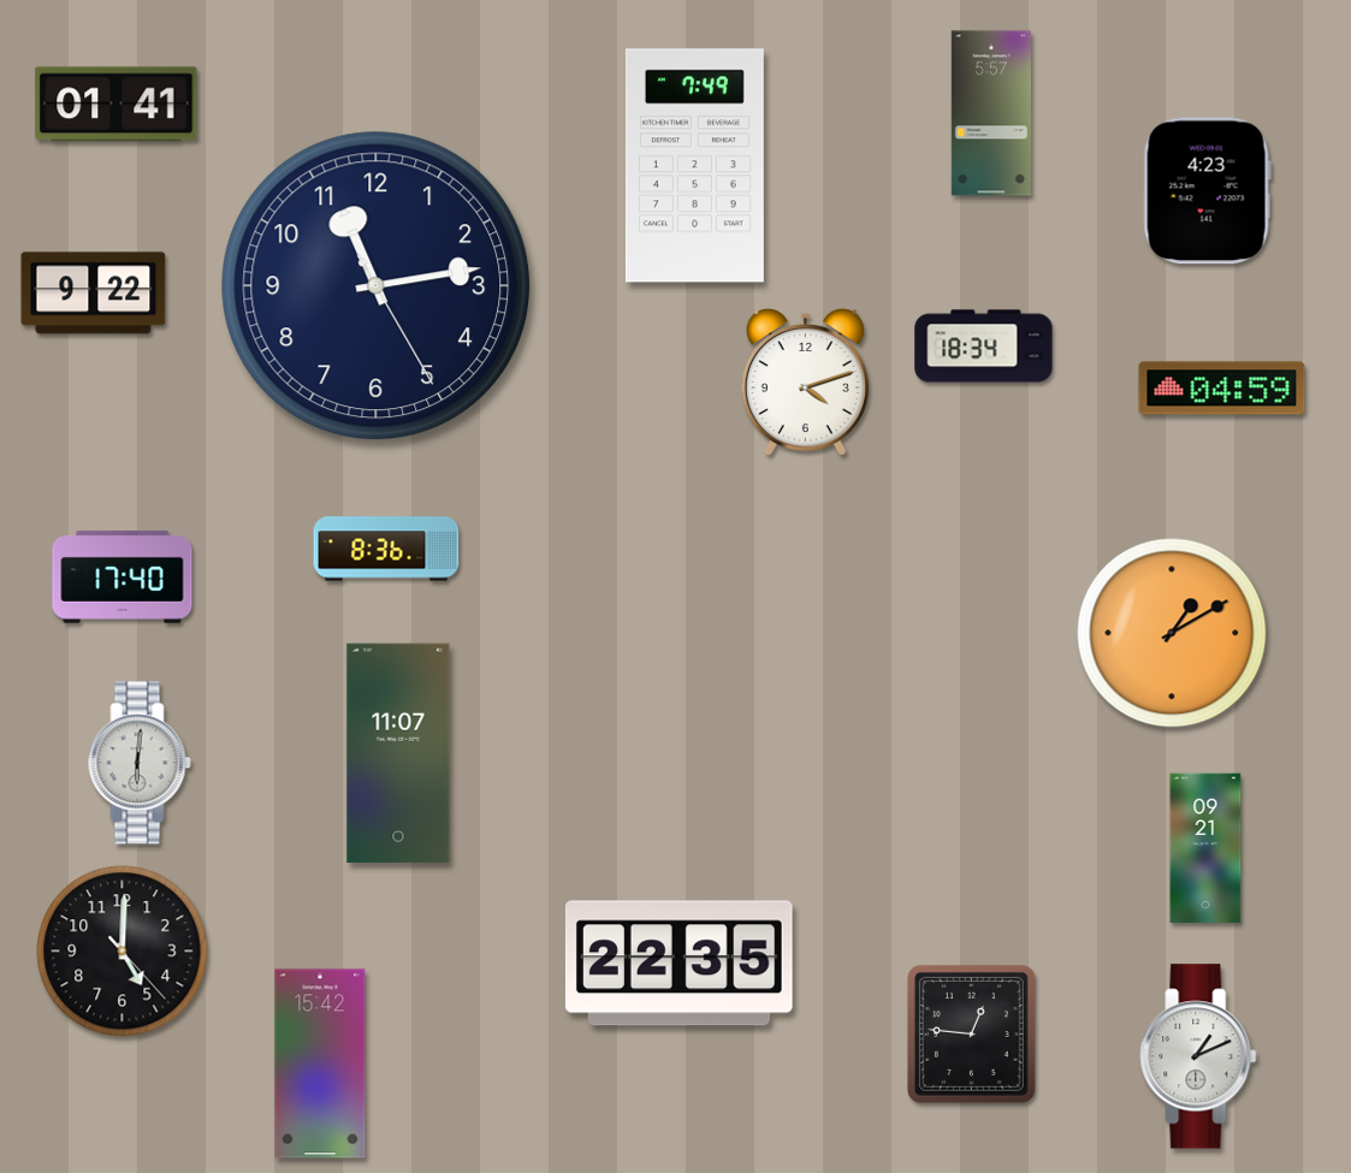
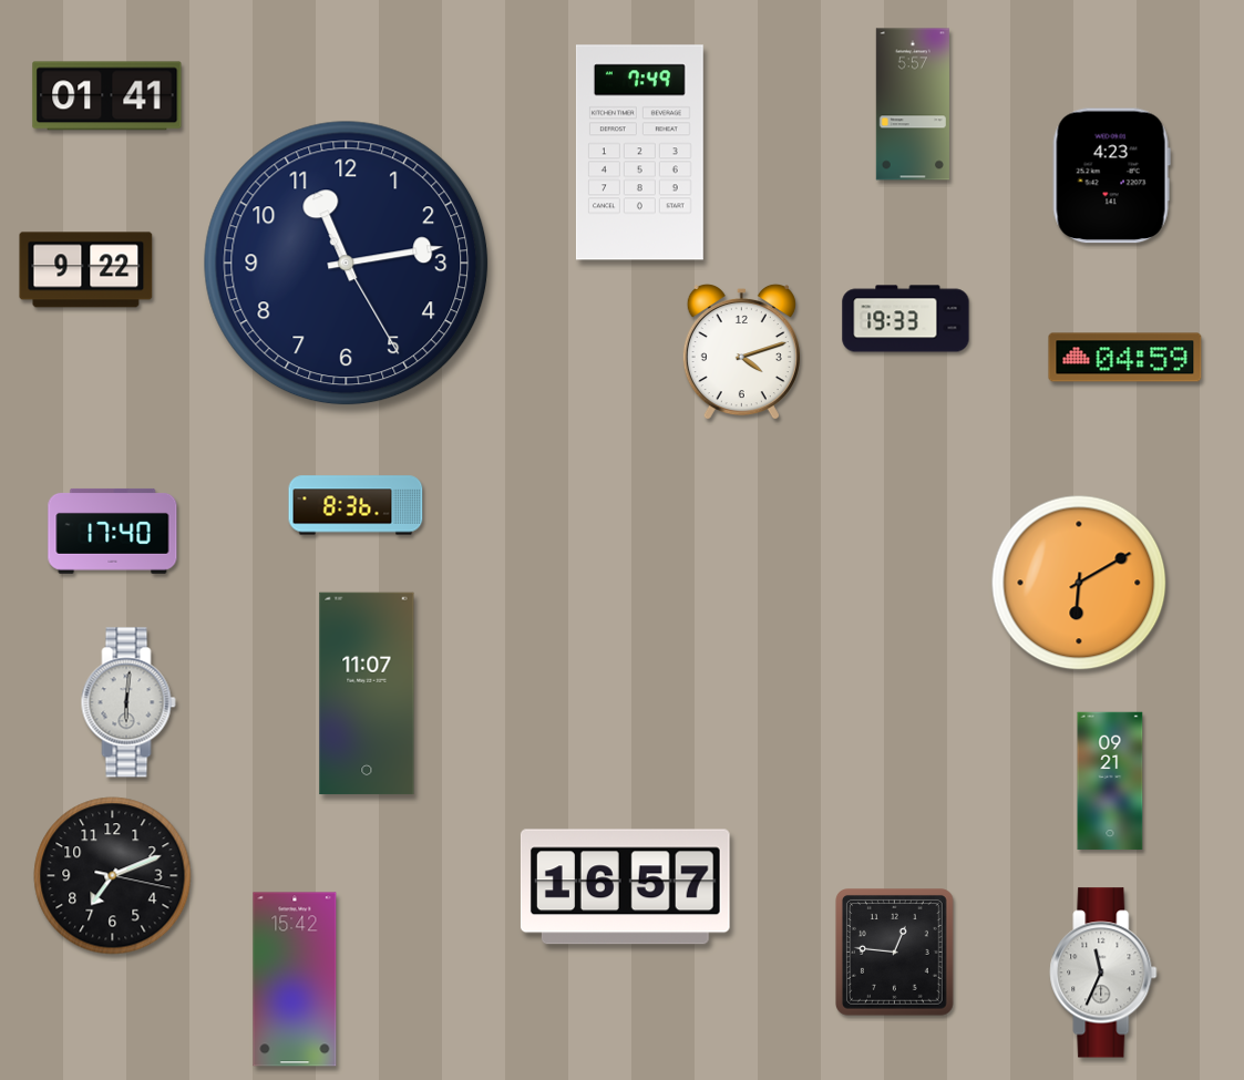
clock at (984, 346): 18:34 -> 19:33
clock at (1172, 633): 1:10 -> 6:10
clock at (123, 952): 5:00 -> 7:11
clock at (679, 964): 22:35 -> 16:57
clock at (1198, 1056): 1:11 -> 11:34
